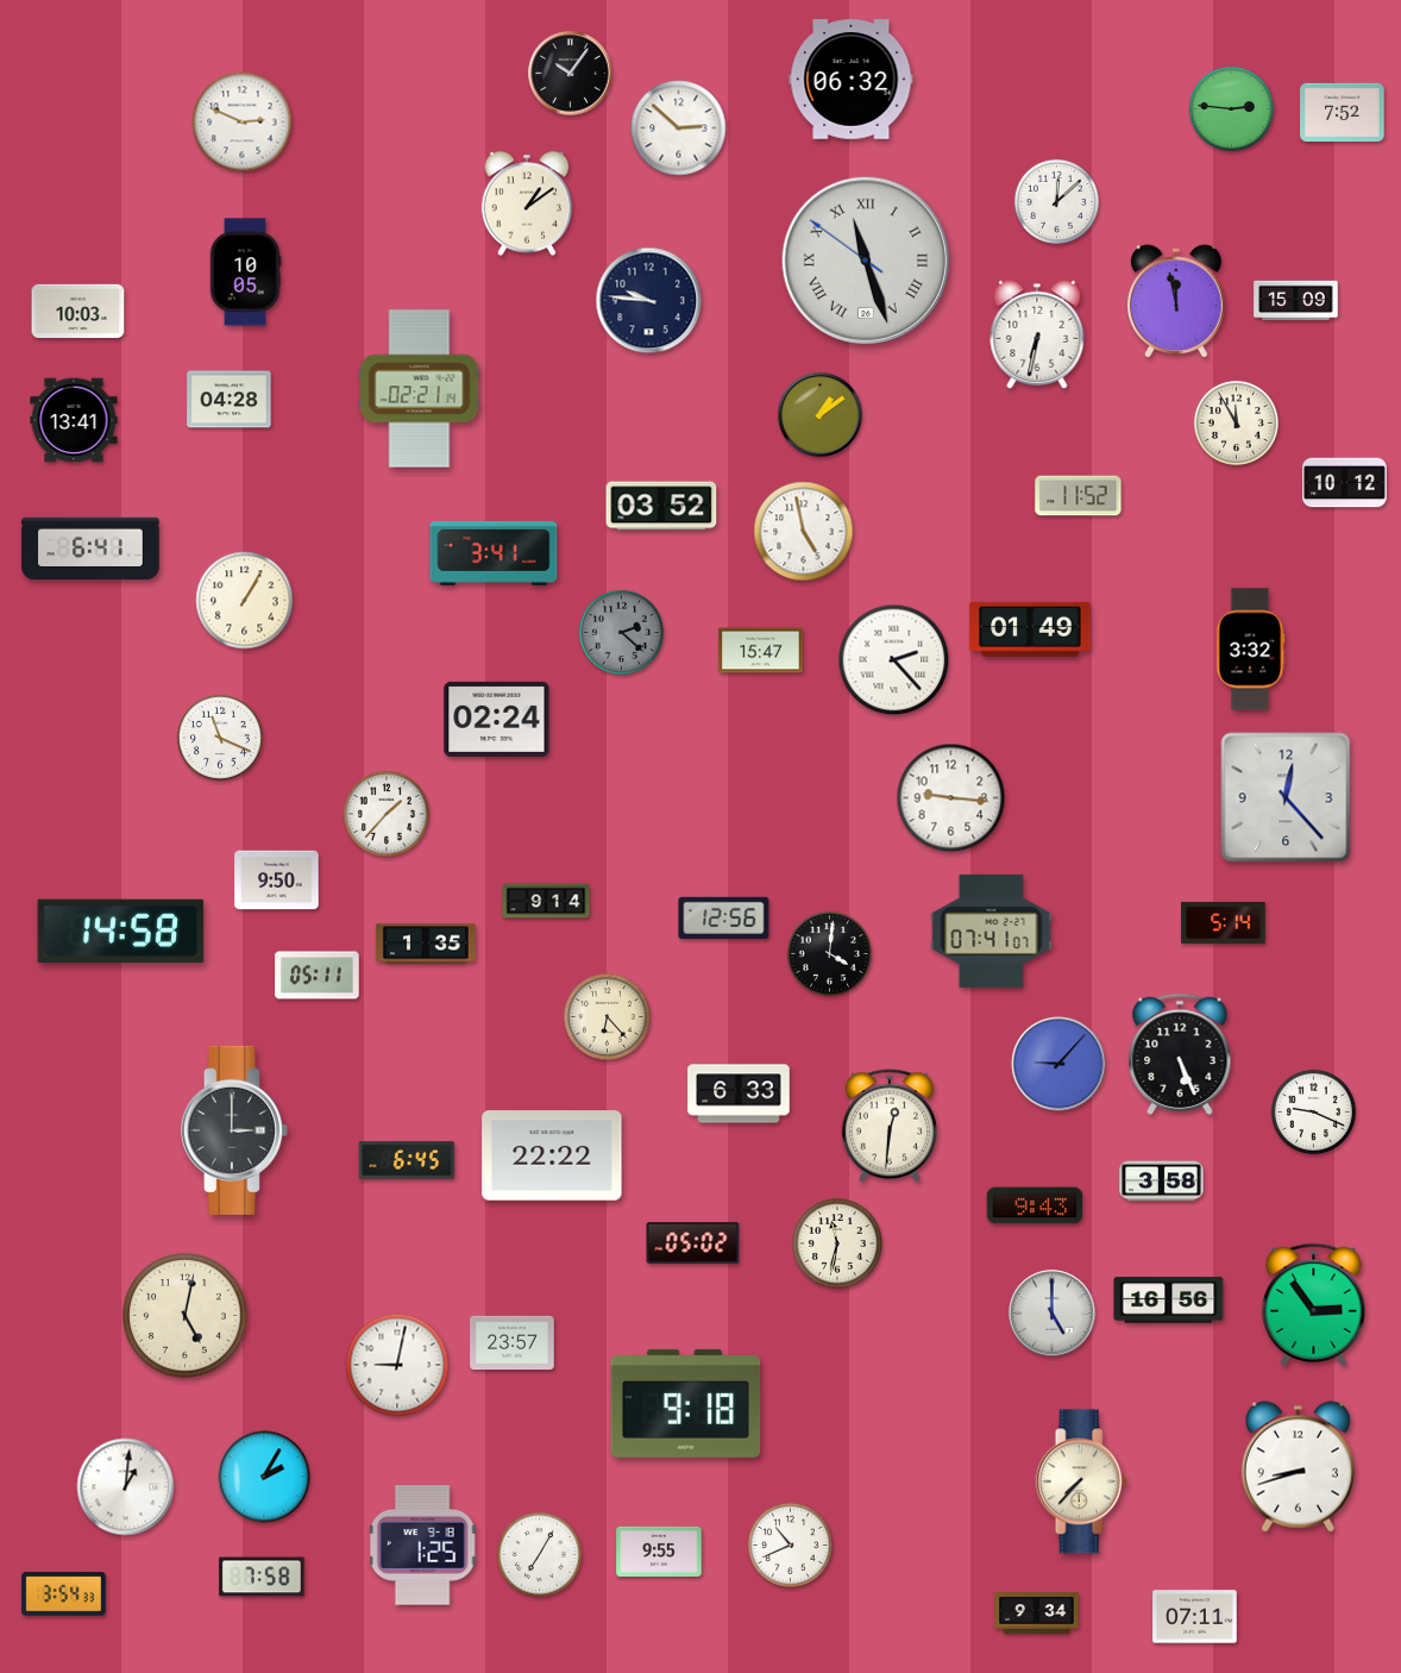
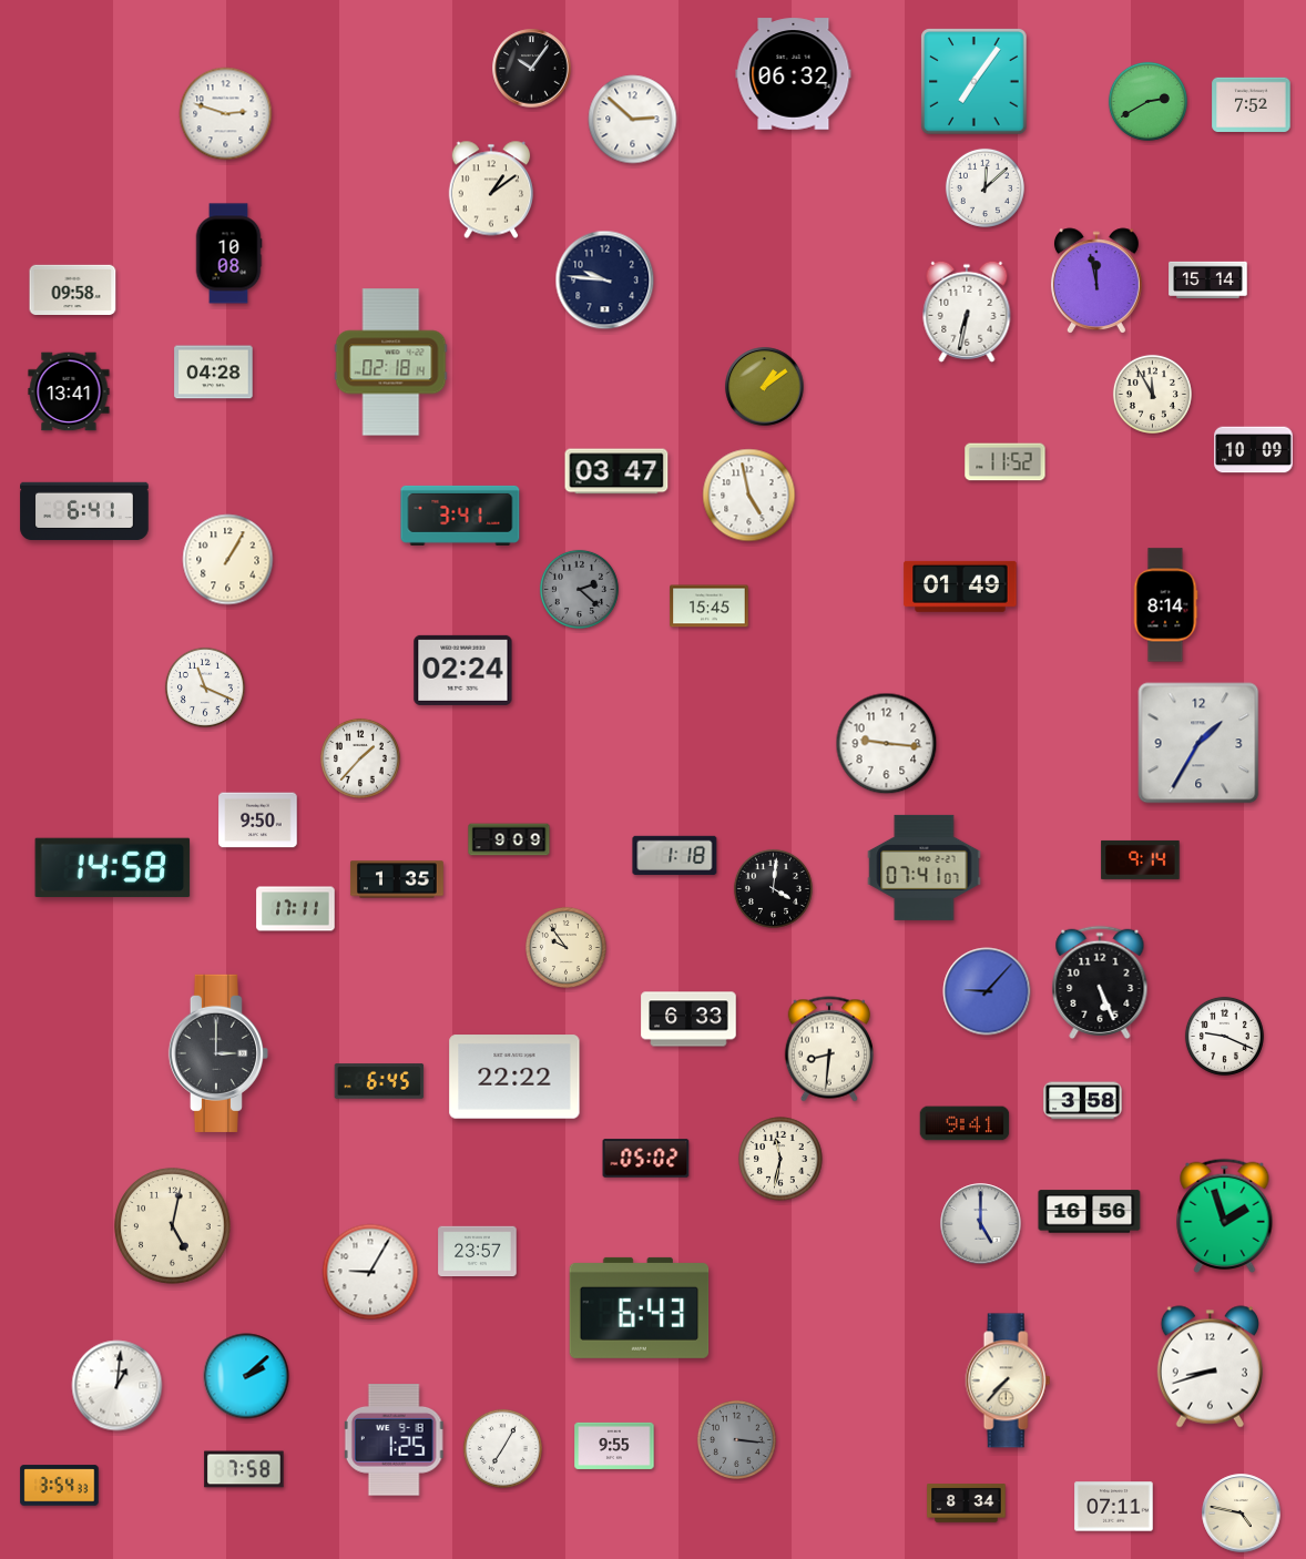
clock at (975, 82): none -> 7:06
clock at (1231, 108): 2:46 -> 2:40
clock at (243, 123): 2:49 -> 2:48
clock at (866, 261): 11:26 -> none
clock at (245, 272): 10:05 -> 10:08
clock at (1296, 301): 15:09 -> 15:14
clock at (78, 311): 10:03 -> 09:58
clock at (420, 389): 02:21 -> 02:18
clock at (1345, 483): 10:12 -> 10:09
clock at (661, 506): 03:52 -> 03:47
clock at (1250, 650): 3:32 -> 8:14
clock at (761, 651): 15:47 -> 15:45
clock at (894, 660): 2:23 -> none
clock at (1286, 797): 12:23 -> 1:35
clock at (546, 901): 9:14 -> 9:09
clock at (724, 917): 12:56 -> 1:18
clock at (1224, 922): 5:14 -> 9:14
clock at (318, 976): 05:11 -> 17:11
clock at (607, 1016): 6:23 -> 9:54
clock at (888, 1126): 12:31 -> 8:31
clock at (1035, 1205): 9:43 -> 9:41
clock at (1314, 1304): 2:54 -> 1:57
clock at (397, 1365): 9:02 -> 9:05
clock at (686, 1403): 9:18 -> 6:43
clock at (264, 1477): 2:05 -> 2:08
clock at (790, 1544): 10:41 -> 3:16
clock at (790, 1544) dial: white -> grey
clock at (1037, 1614): 9:34 -> 8:34
clock at (1242, 1514): none -> 4:47
